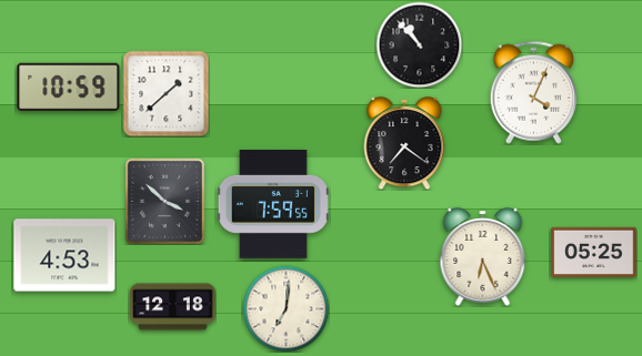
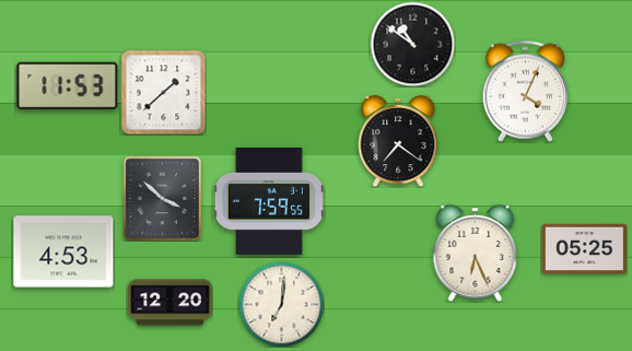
clock at (419, 44): 10:53 -> 10:51
clock at (69, 87): 10:59 -> 11:53
clock at (173, 307): 12:18 -> 12:20
